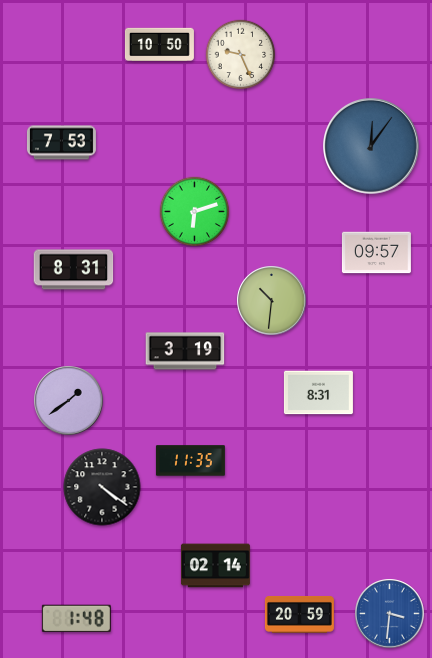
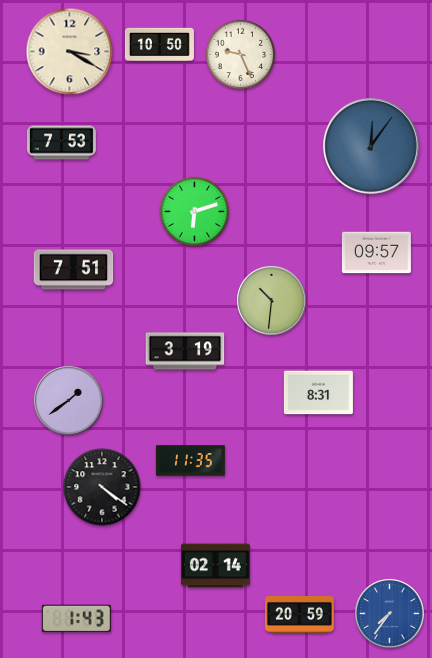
clock at (70, 52): none -> 3:20
clock at (74, 270): 8:31 -> 7:51
clock at (390, 614): 3:31 -> 7:36
clock at (76, 618): 1:48 -> 1:43
